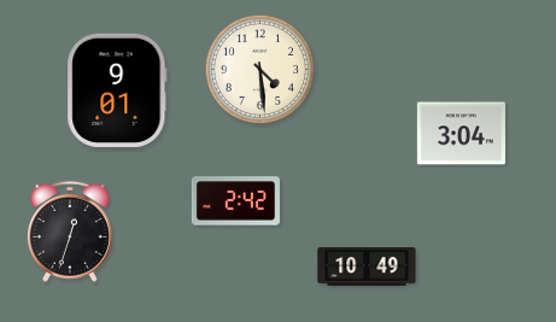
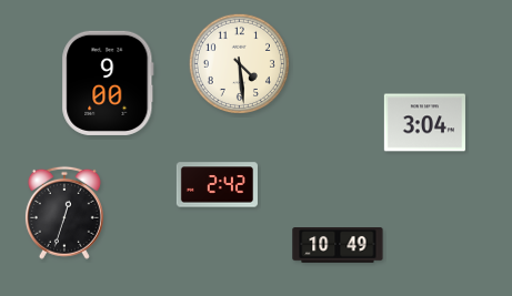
clock at (117, 90): 9:01 -> 9:00
